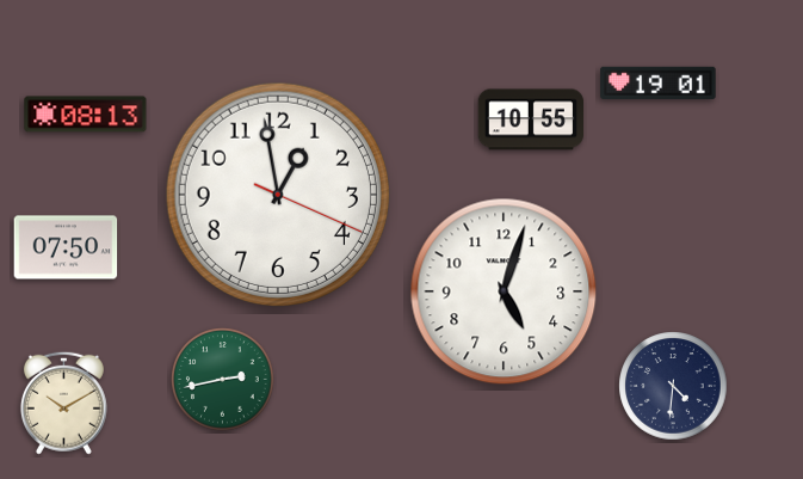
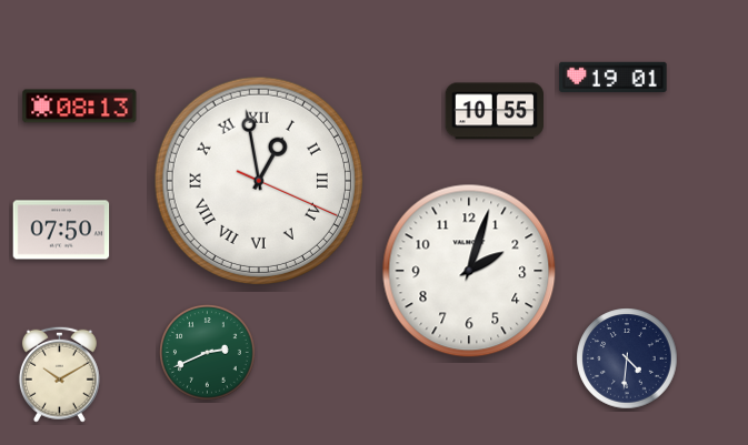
clock at (278, 195) numerals: Arabic -> Roman
clock at (504, 291): 5:03 -> 2:03
clock at (223, 380): 2:43 -> 2:41
